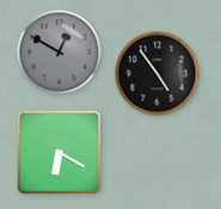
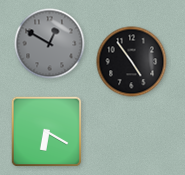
clock at (60, 153) position: (60, 153) -> (47, 132)
